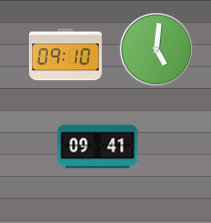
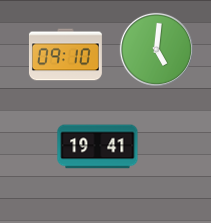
clock at (98, 147): 09:41 -> 19:41
